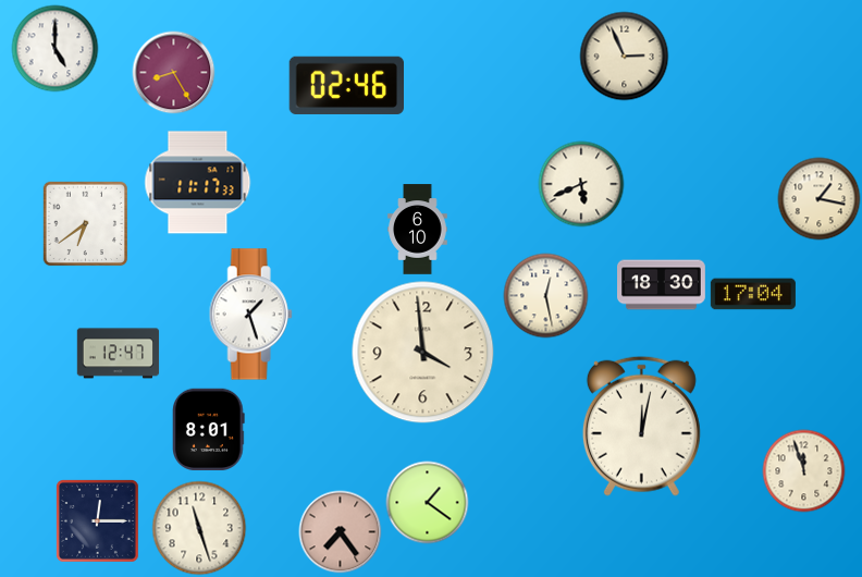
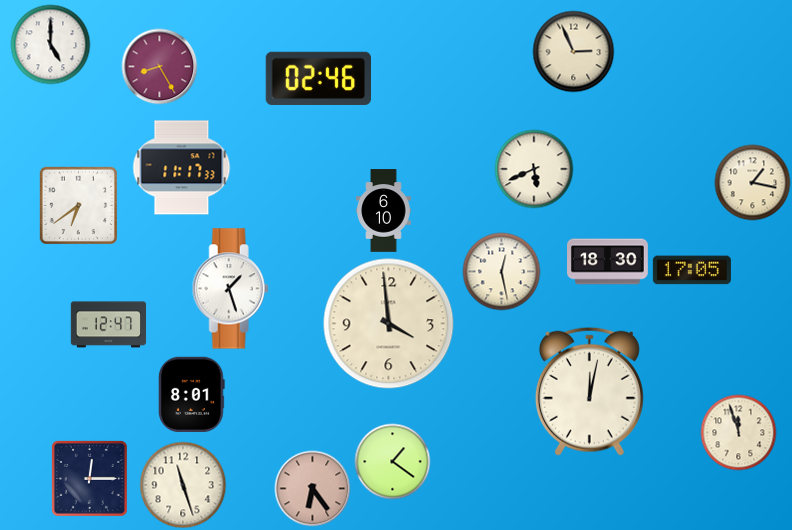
clock at (753, 294): 17:04 -> 17:05
clock at (341, 532): 7:24 -> 6:24
